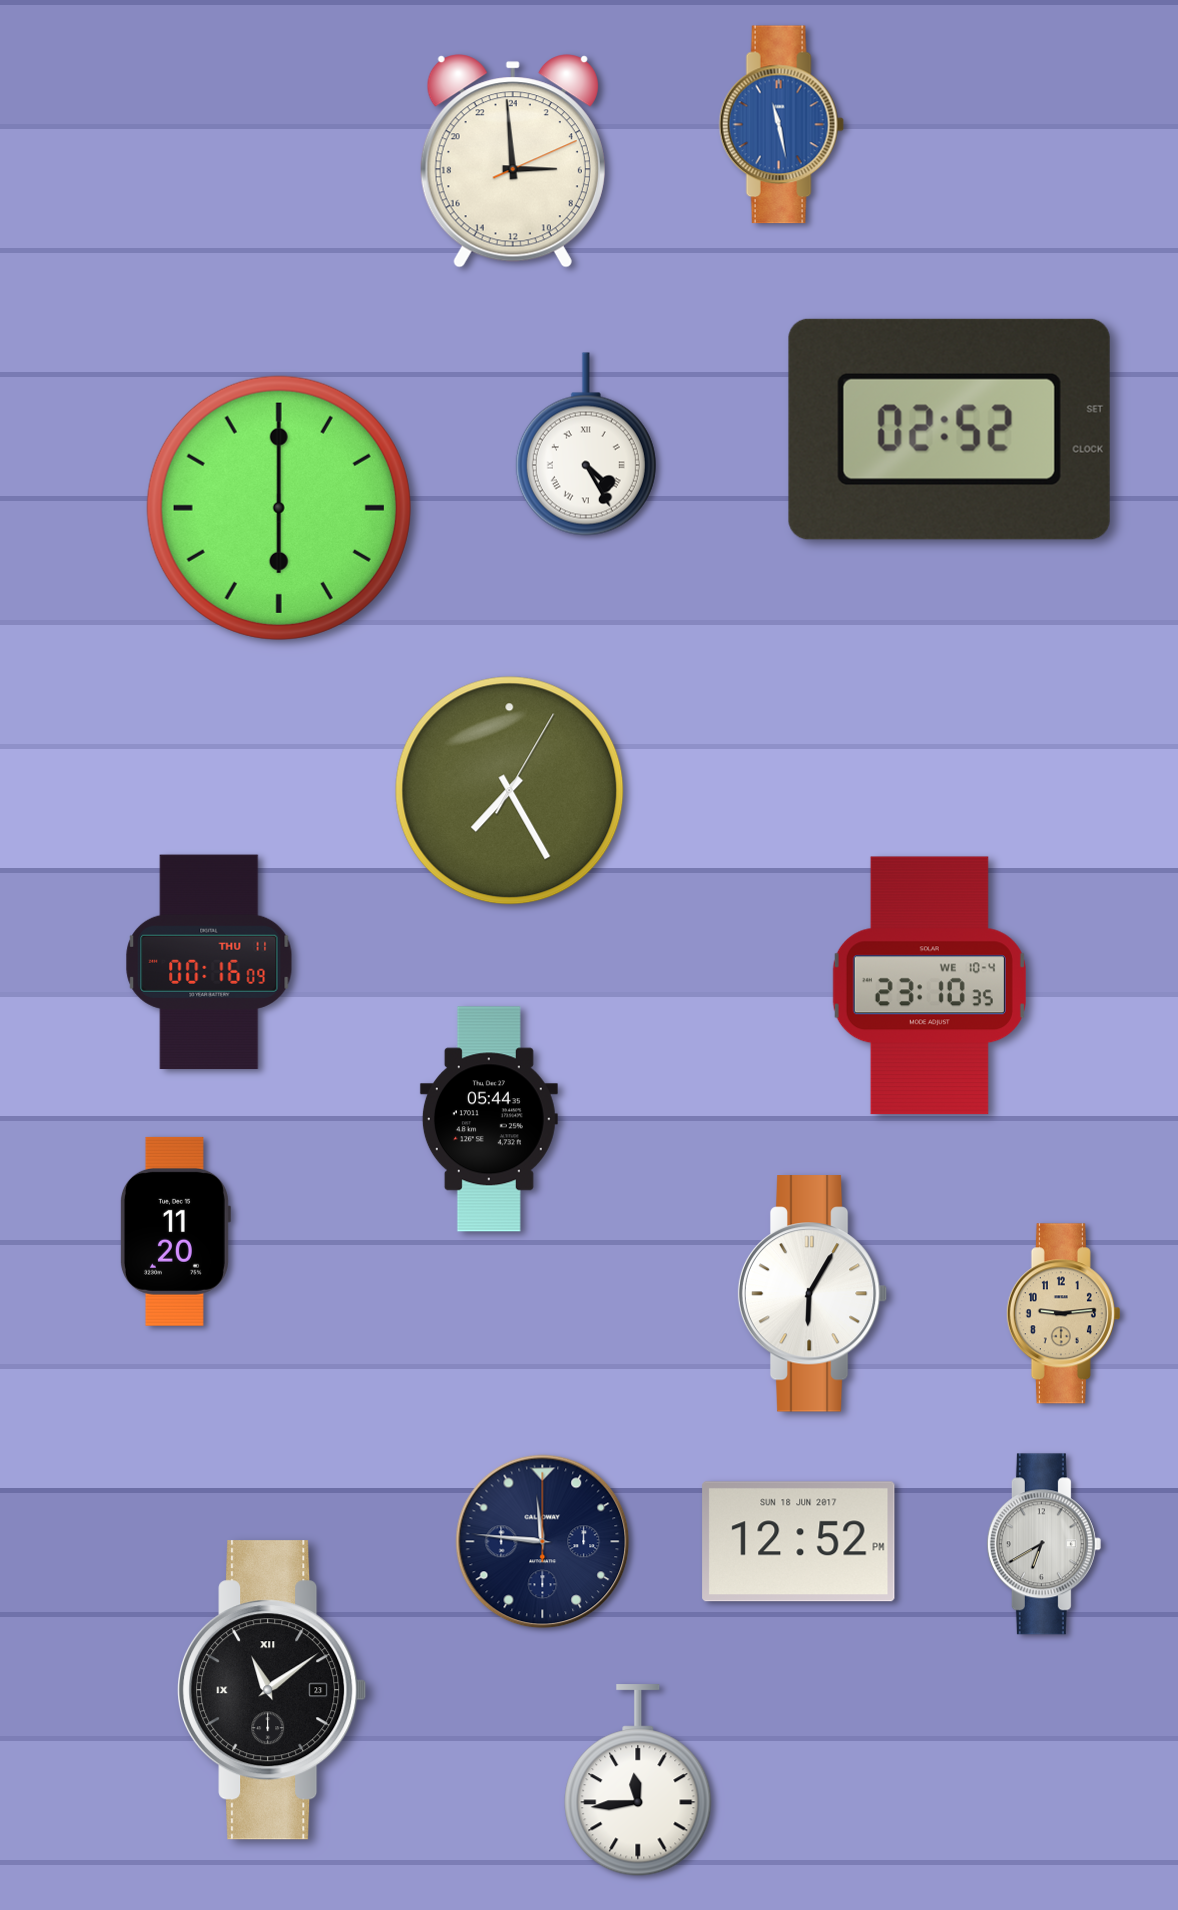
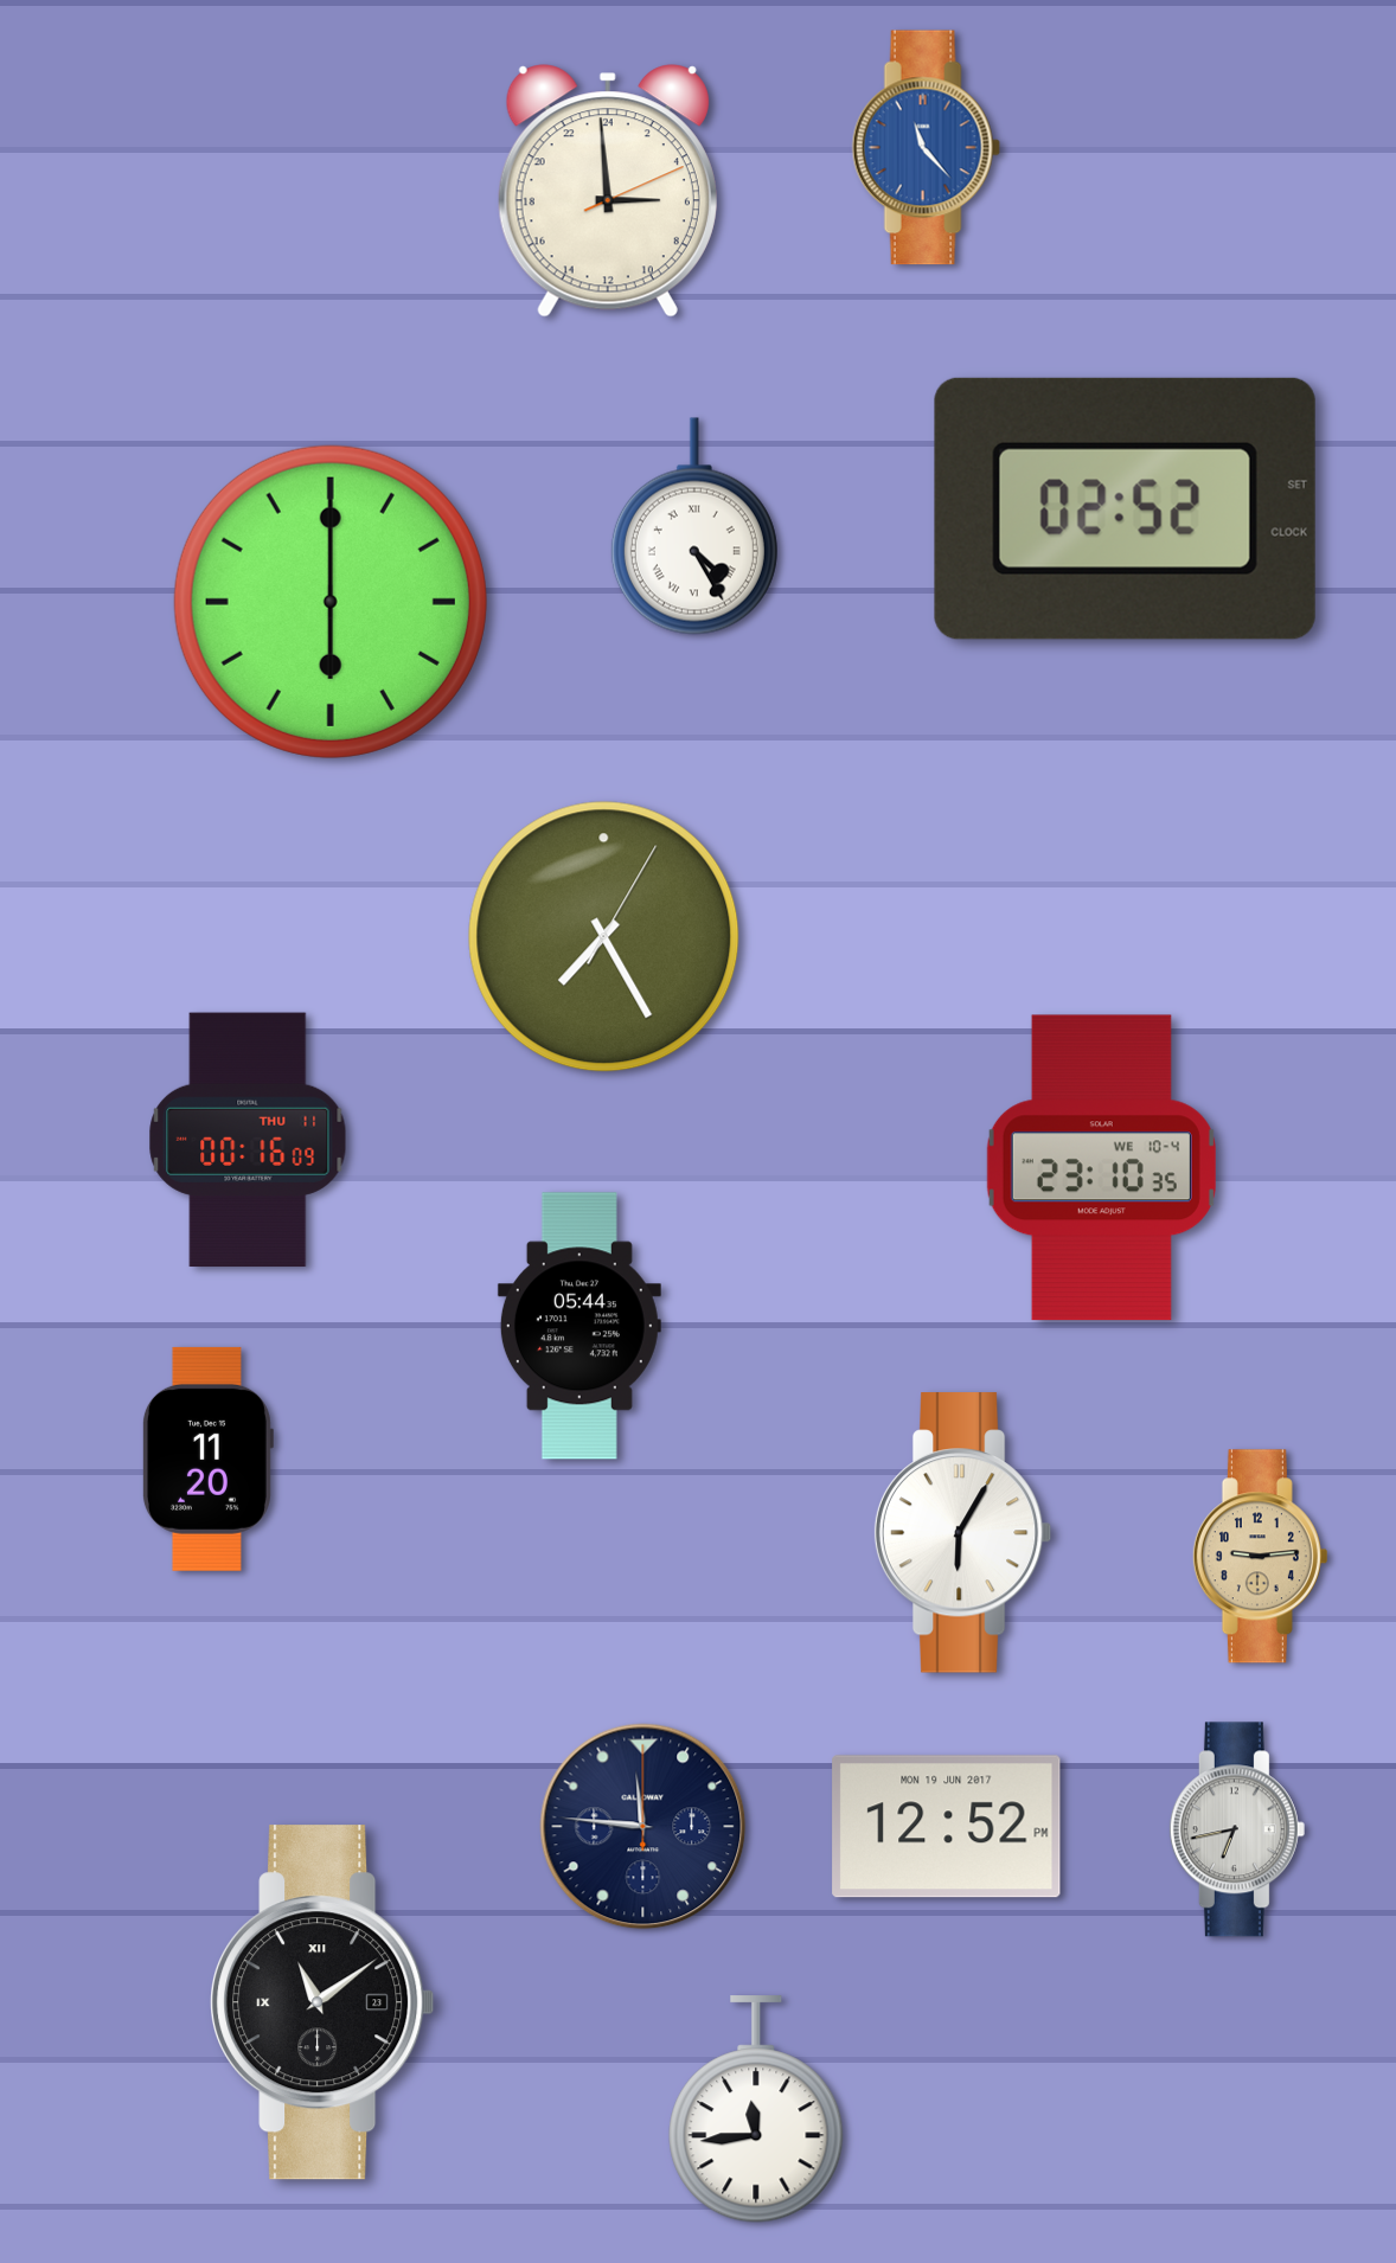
clock at (781, 125): 11:28 -> 11:23
clock at (799, 1542) date: SUN 18 JUN 2017 -> MON 19 JUN 2017
clock at (1044, 1544): 6:40 -> 6:43
